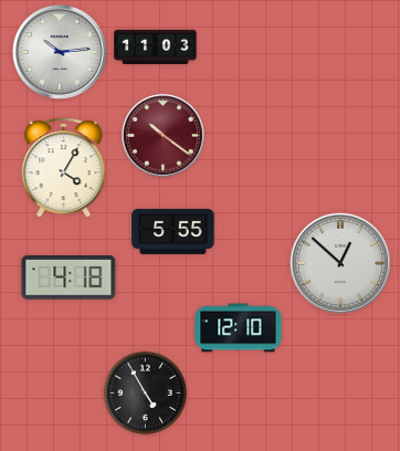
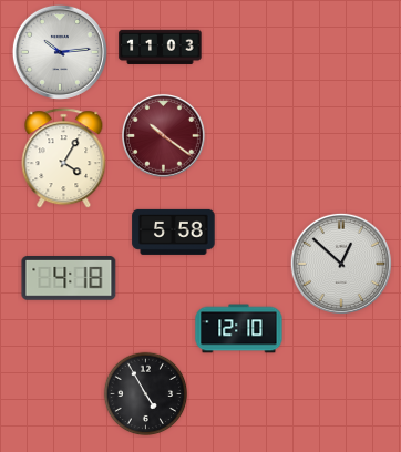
clock at (156, 46) position: (156, 46) -> (161, 47)
clock at (64, 168) position: (64, 168) -> (64, 158)
clock at (173, 231): 5:55 -> 5:58
